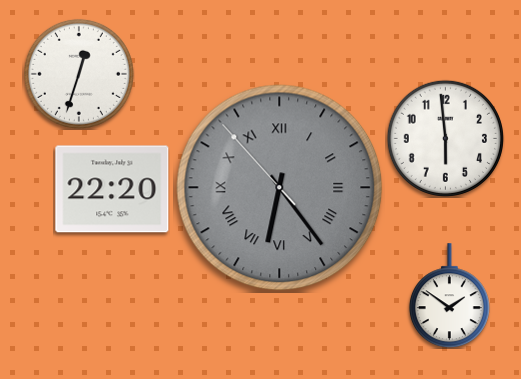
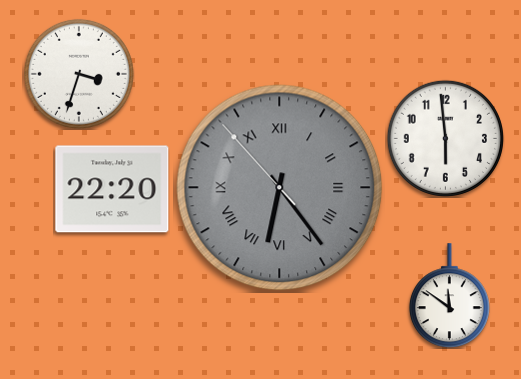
clock at (79, 74): 12:33 -> 3:33
clock at (449, 296): 1:51 -> 11:51
